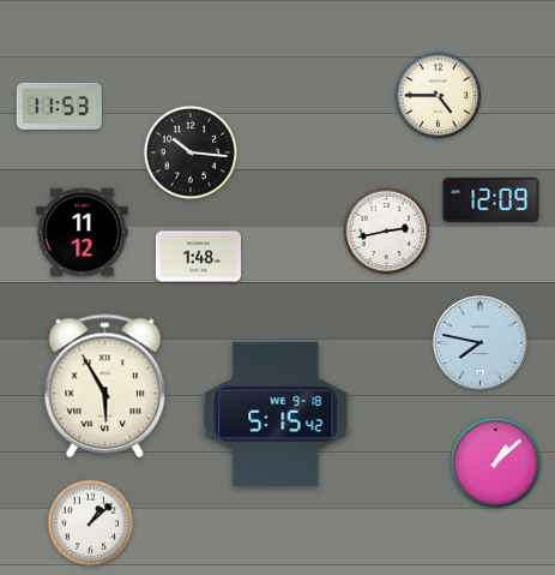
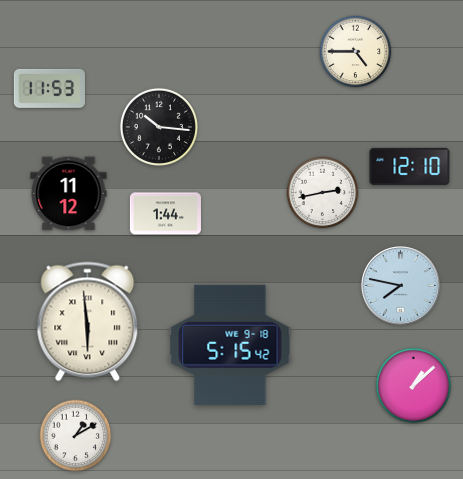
clock at (439, 96) position: (439, 96) -> (356, 52)
clock at (491, 199): 12:09 -> 12:10
clock at (198, 257): 1:48 -> 1:44
clock at (105, 387): 5:55 -> 5:59
clock at (91, 523): 1:08 -> 1:10
